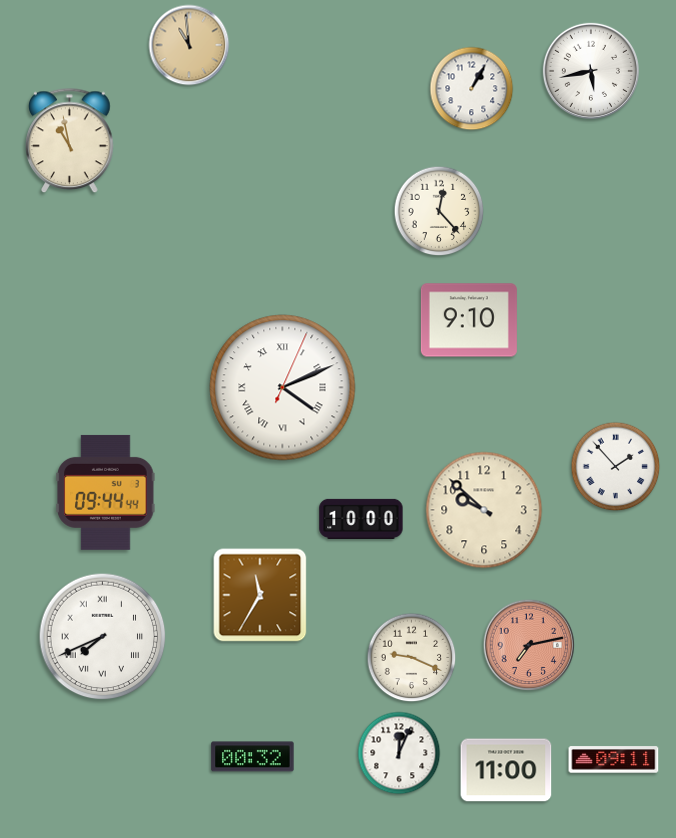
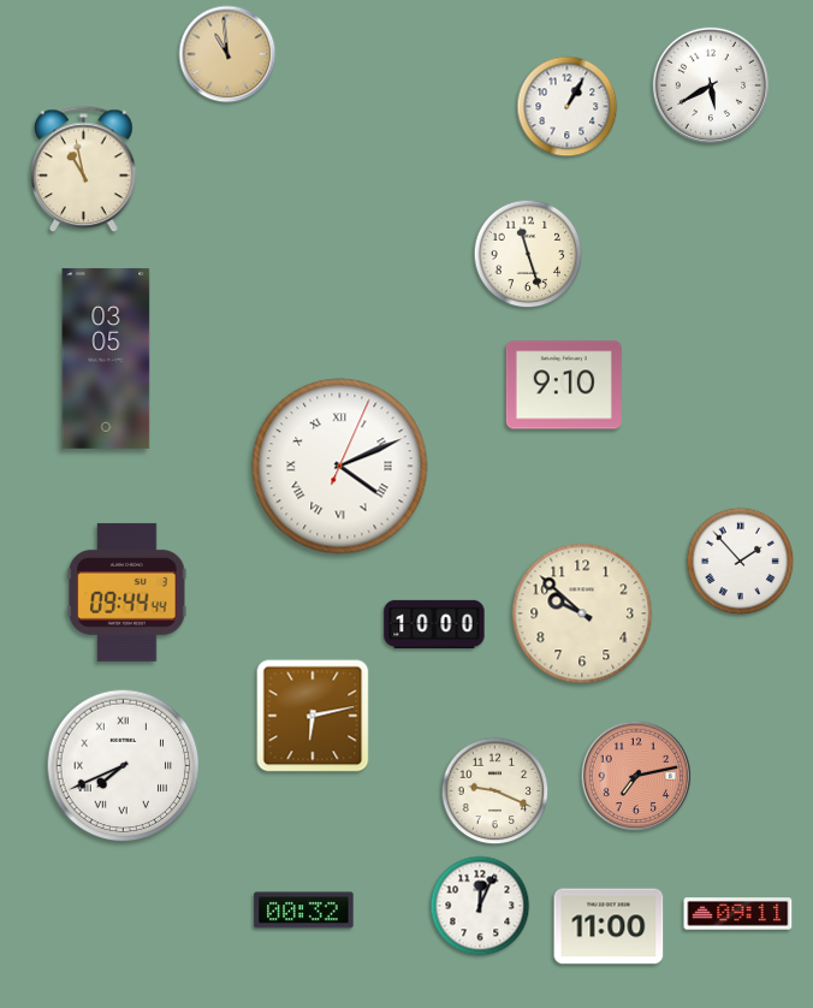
clock at (591, 71): 5:43 -> 5:40
clock at (439, 211): 12:23 -> 11:27
clock at (106, 358): none -> 03:05
clock at (260, 595): 11:35 -> 6:13
